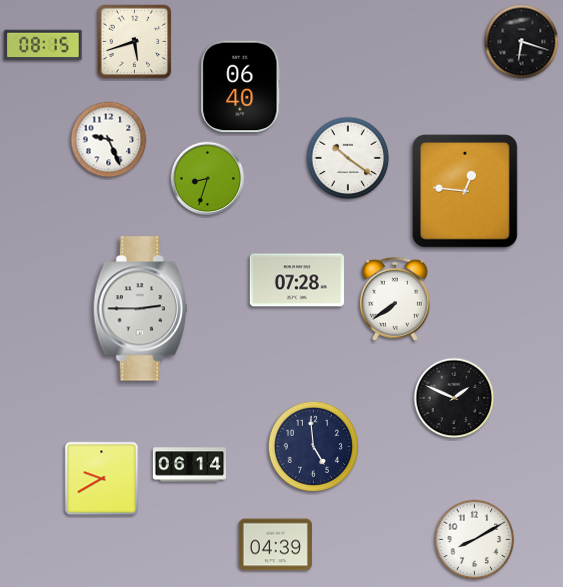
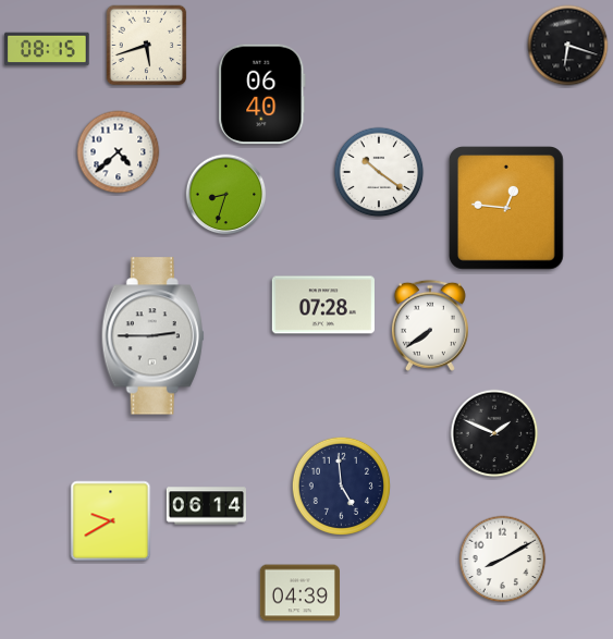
clock at (109, 140): 9:26 -> 4:38
clock at (475, 540) position: (475, 540) -> (503, 560)
